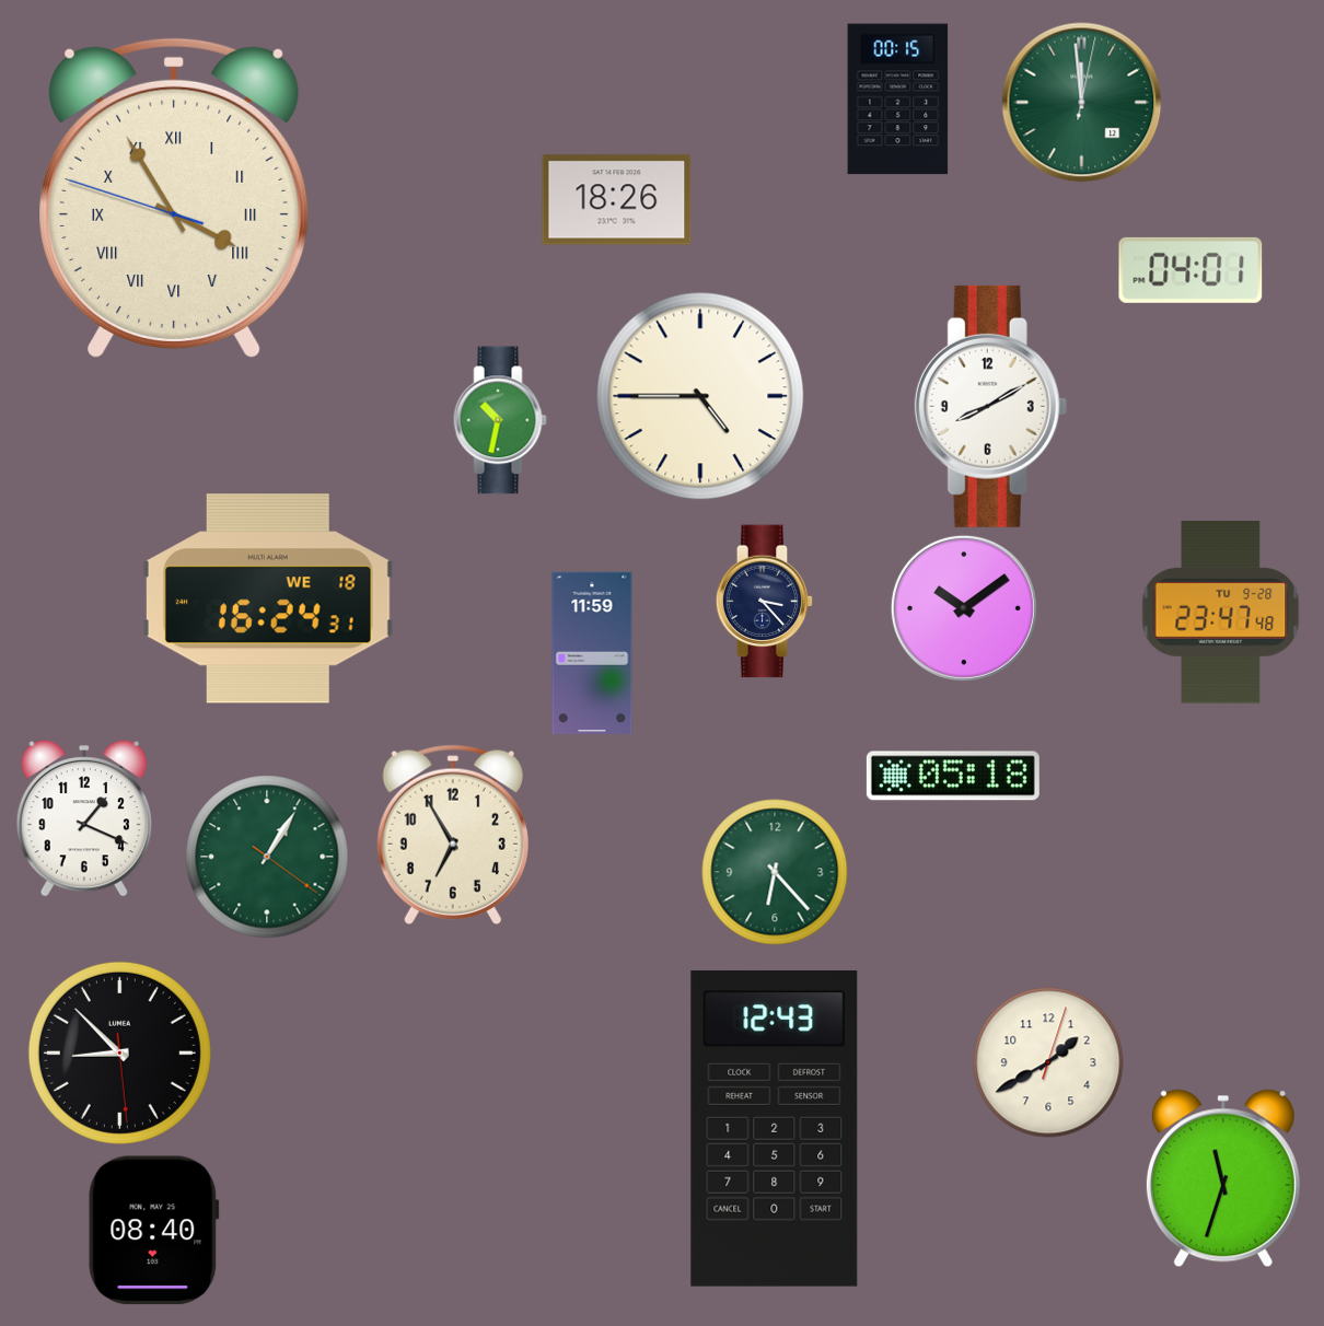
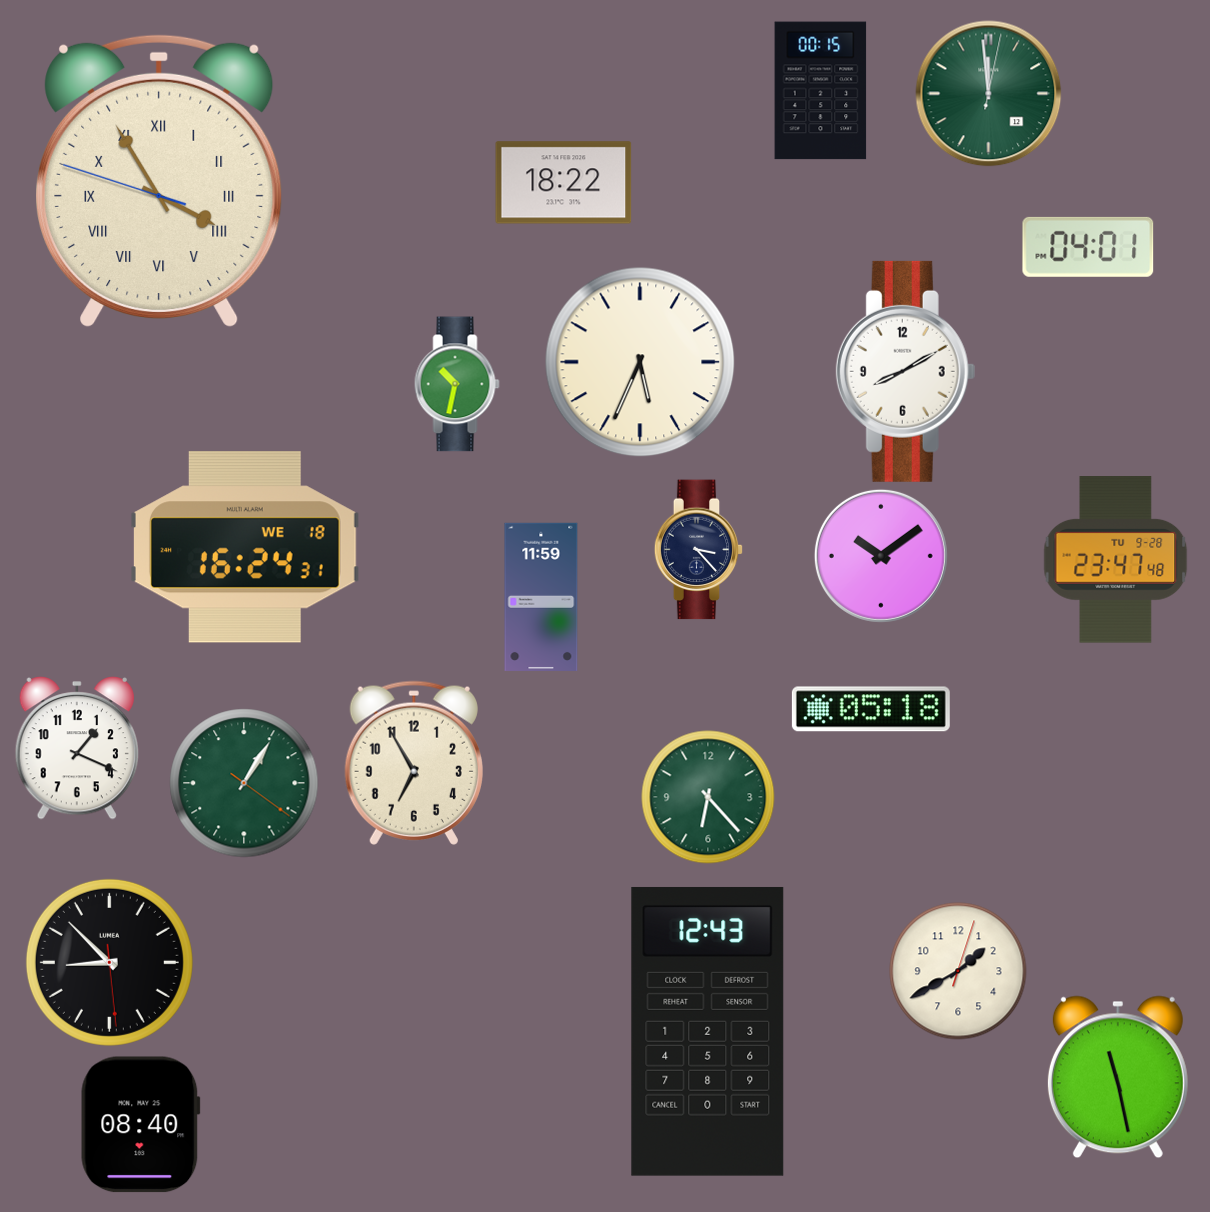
clock at (617, 200): 18:26 -> 18:22
clock at (700, 396): 4:45 -> 5:34
clock at (1223, 1178): 11:33 -> 11:28
